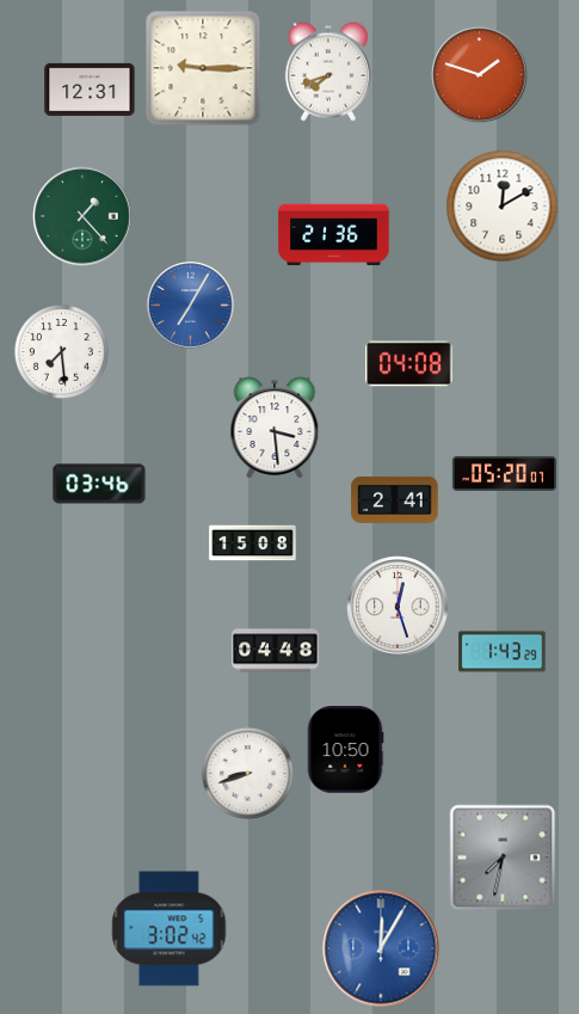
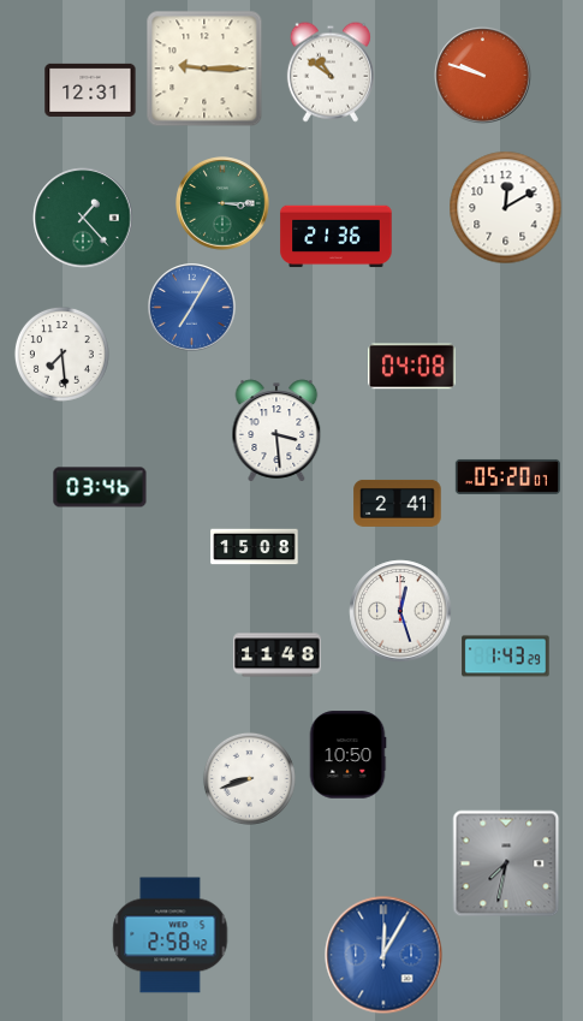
clock at (328, 72): 7:42 -> 10:51
clock at (480, 75): 1:48 -> 9:48
clock at (222, 203): none -> 3:15
clock at (276, 651): 04:48 -> 11:48
clock at (170, 929): 3:02 -> 2:58
